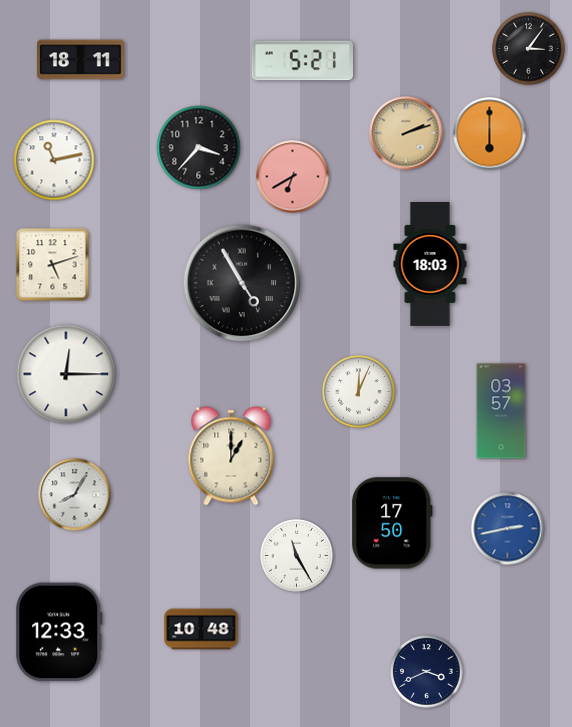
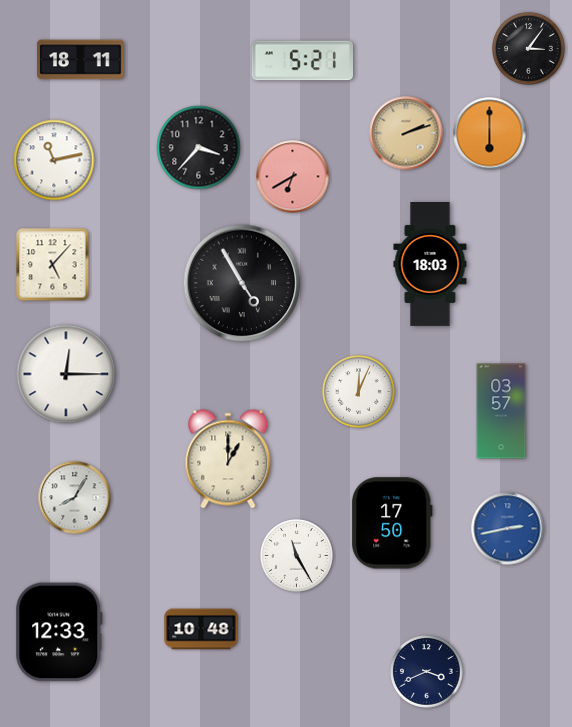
clock at (53, 265): 5:12 -> 5:07
clock at (231, 456) position: (231, 456) -> (228, 459)
clock at (75, 495) position: (75, 495) -> (75, 498)
